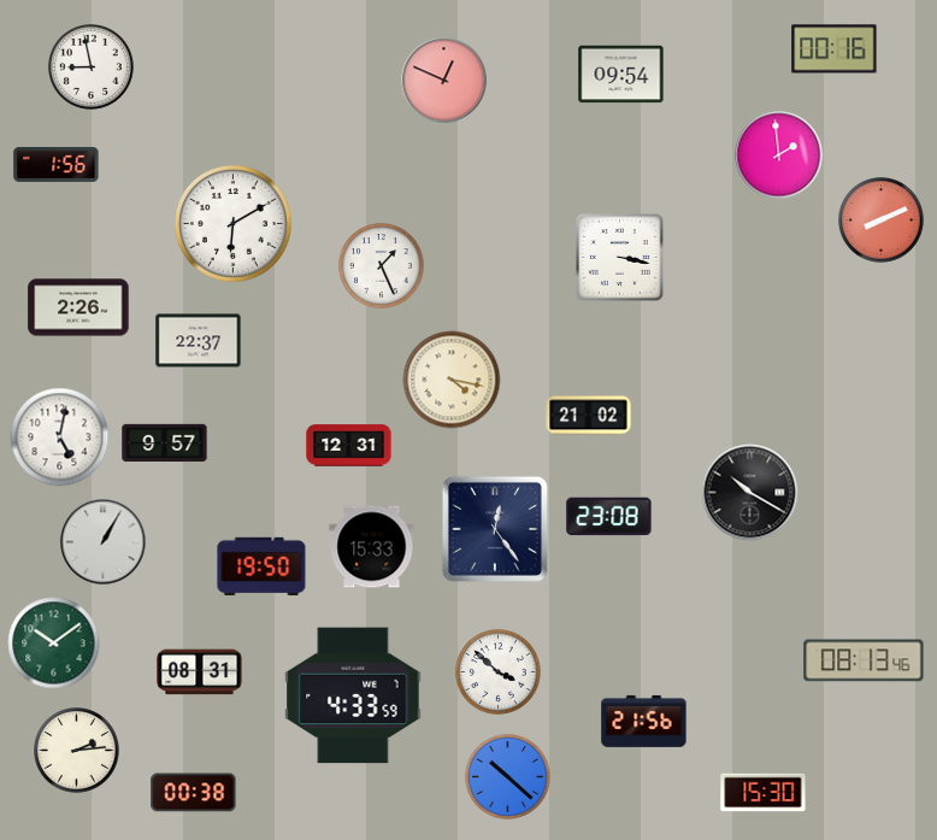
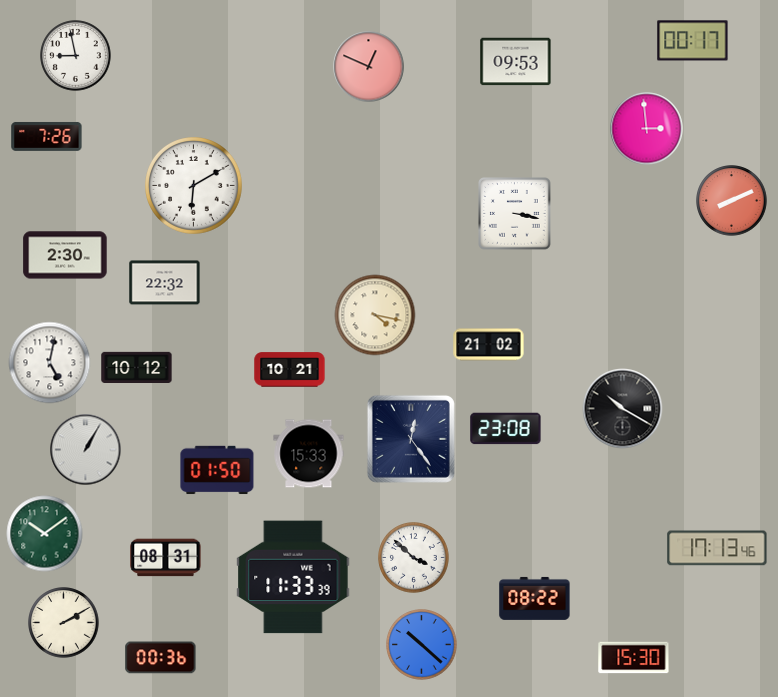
clock at (835, 49): 00:16 -> 00:17
clock at (621, 75): 09:54 -> 09:53
clock at (779, 155): 1:59 -> 2:59
clock at (57, 164): 1:56 -> 7:26
clock at (882, 221) position: (882, 221) -> (732, 201)
clock at (382, 266): 1:26 -> none
clock at (78, 307): 2:26 -> 2:30
clock at (199, 341): 22:37 -> 22:32
clock at (165, 444): 9:57 -> 10:12
clock at (349, 446): 12:31 -> 10:21
clock at (261, 566): 19:50 -> 01:50
clock at (864, 660): 08:13 -> 17:13
clock at (353, 695): 4:33 -> 11:33
clock at (644, 721): 21:56 -> 08:22
clock at (77, 751): 2:14 -> 2:10
clock at (194, 793): 00:38 -> 00:36
